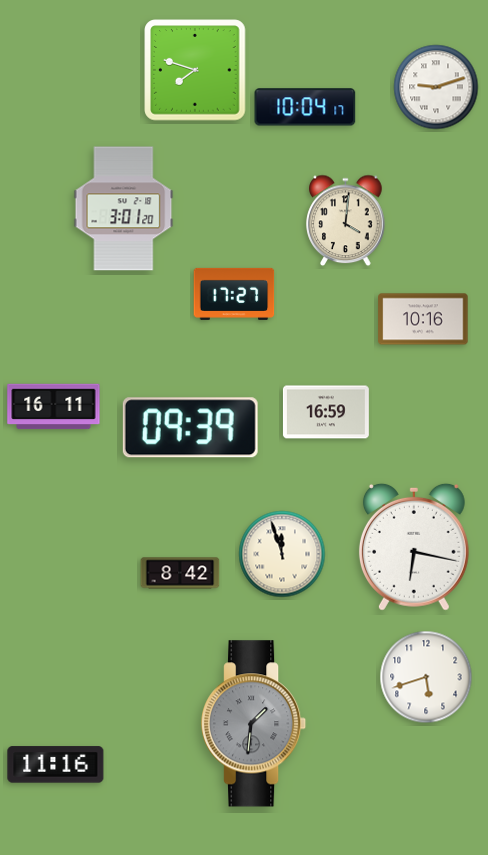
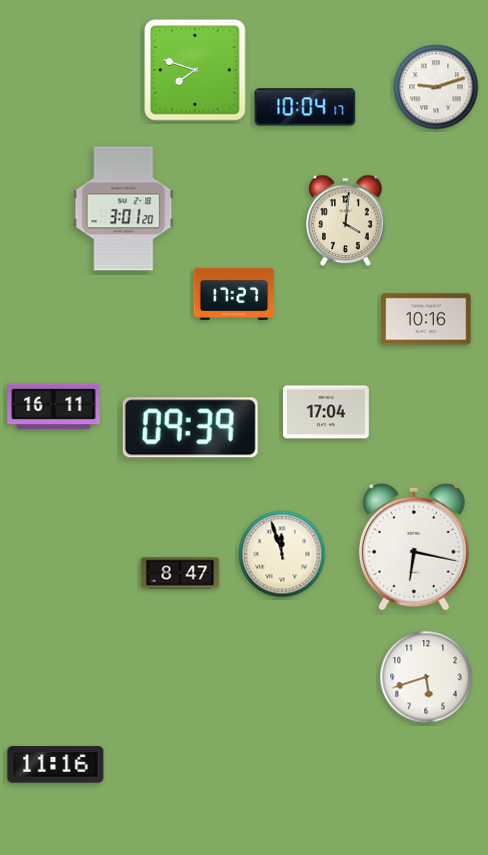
clock at (423, 319) position: (423, 319) -> (426, 319)
clock at (326, 412): 16:59 -> 17:04
clock at (180, 573): 8:42 -> 8:47
clock at (254, 724): 1:31 -> none
